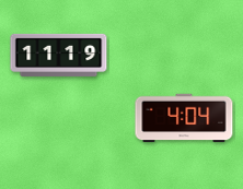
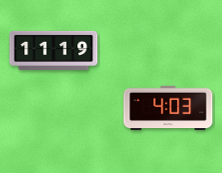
clock at (184, 118): 4:04 -> 4:03
